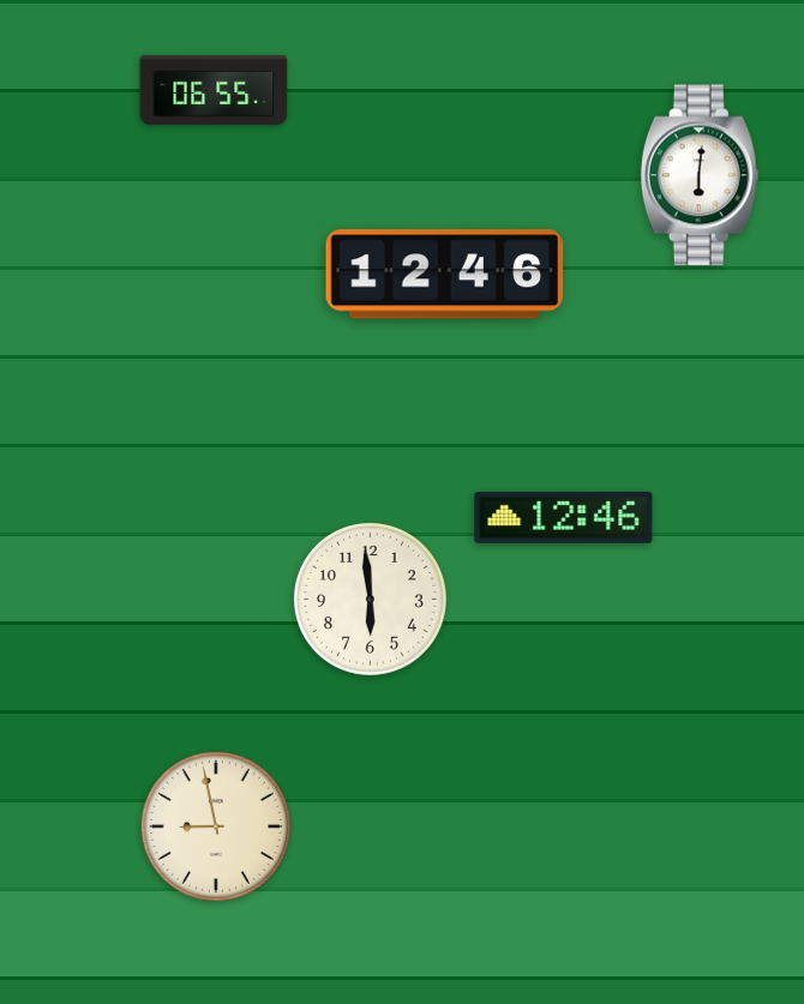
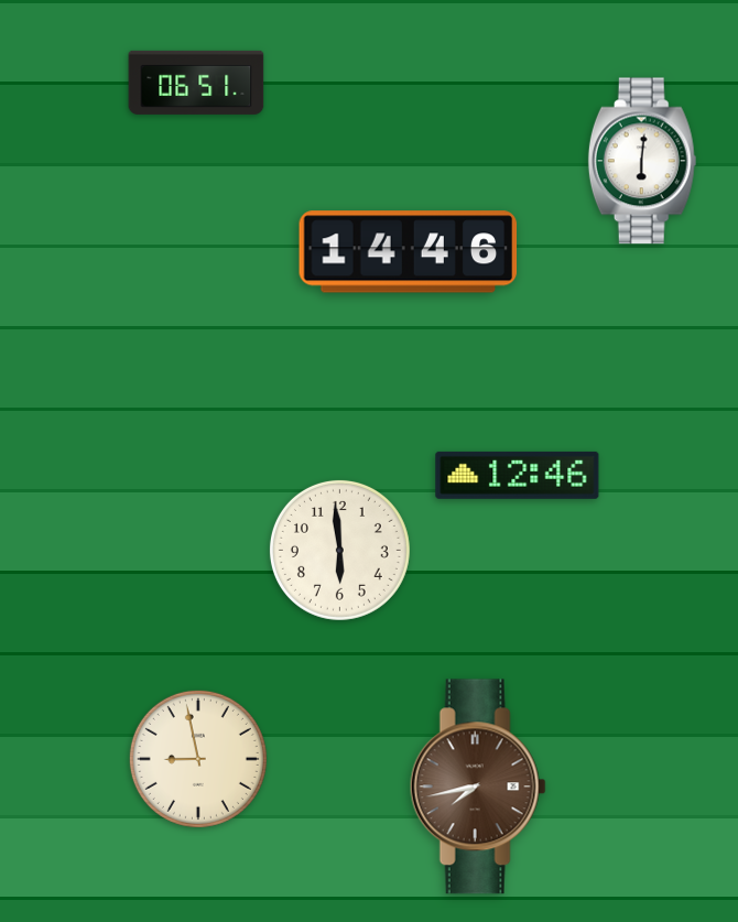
clock at (214, 90): 06:55 -> 06:51
clock at (445, 275): 12:46 -> 14:46
clock at (478, 787): none -> 7:43
